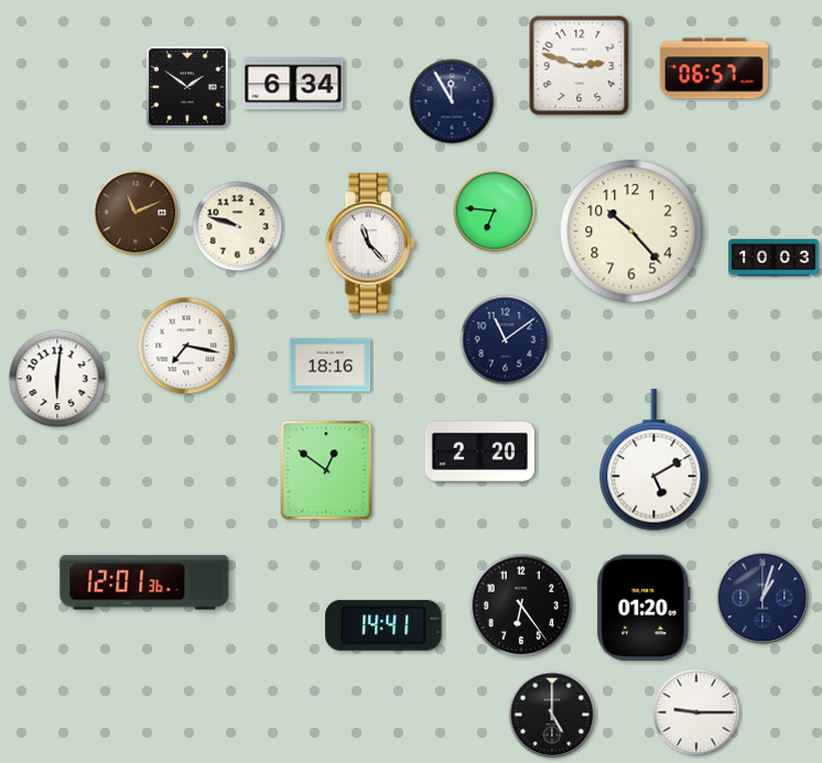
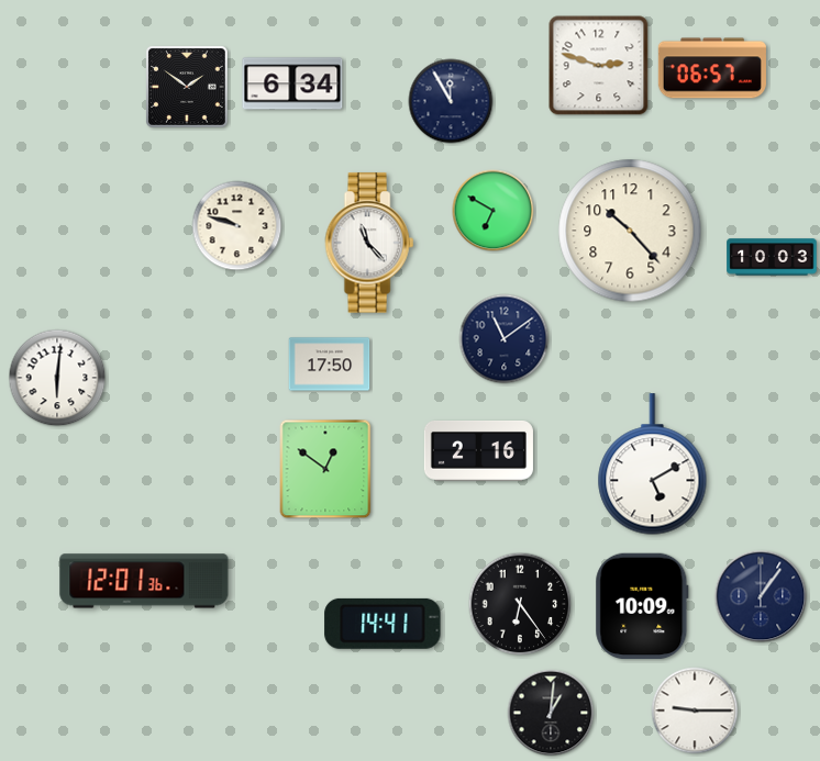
clock at (580, 66) position: (580, 66) -> (599, 66)
clock at (495, 211): 6:46 -> 6:50
clock at (136, 212): 11:11 -> none
clock at (186, 346): 7:17 -> none
clock at (331, 366): 18:16 -> 17:50
clock at (479, 453): 2:20 -> 2:16
clock at (655, 460) position: (655, 460) -> (653, 465)
clock at (762, 598): 1:03 -> 1:06
clock at (643, 608): 01:20 -> 10:09
clock at (552, 715): 5:00 -> 1:01
